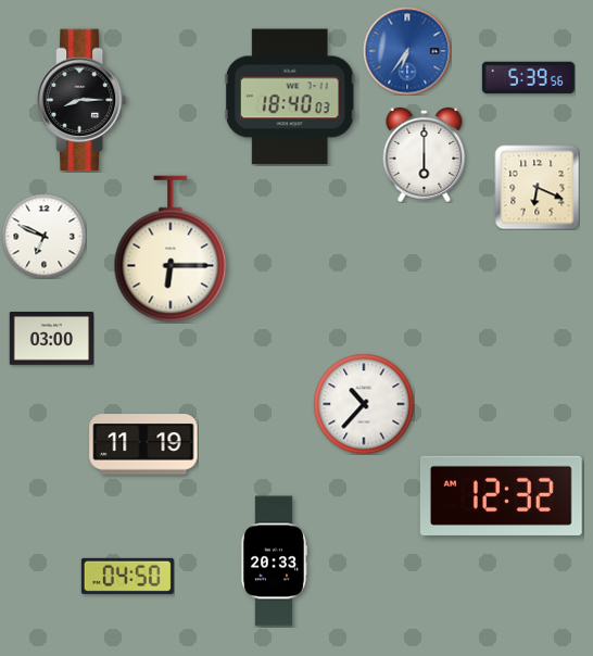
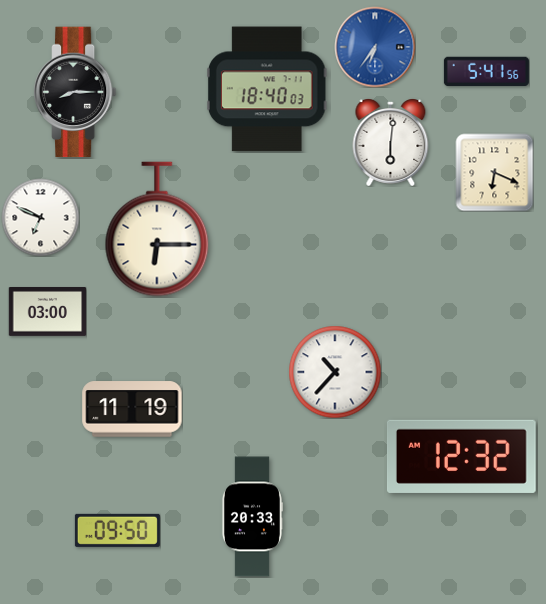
clock at (528, 78): 5:39 -> 5:41
clock at (425, 155): 6:00 -> 6:01
clock at (127, 576): 04:50 -> 09:50
